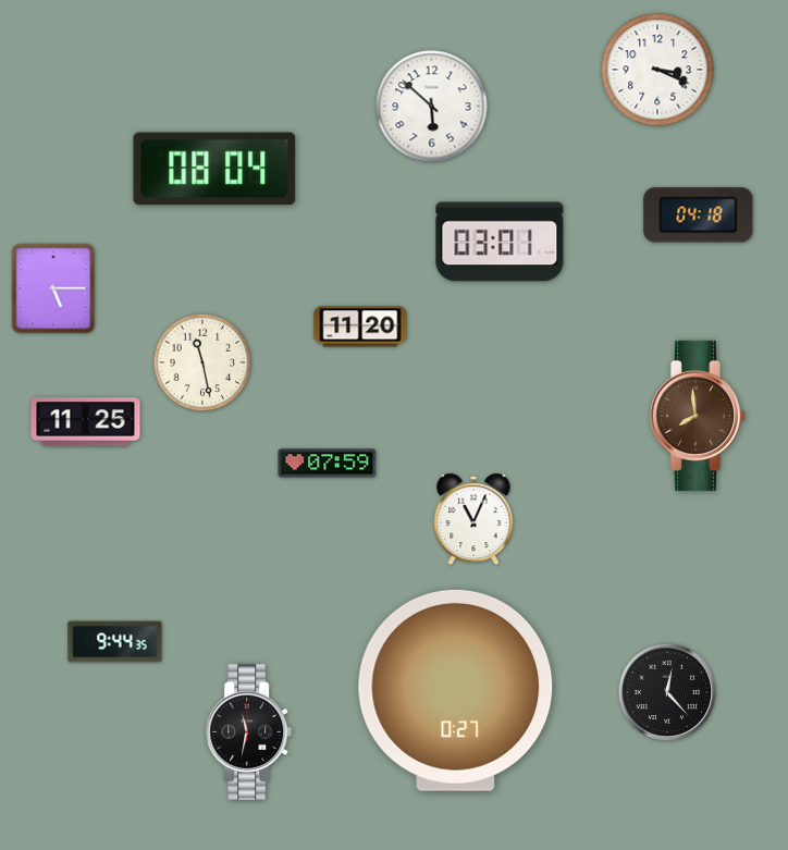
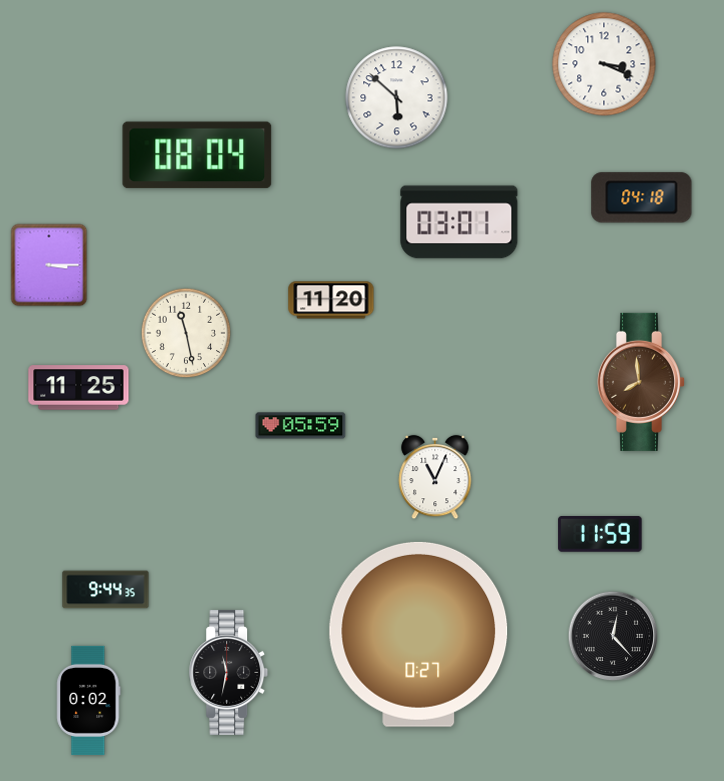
clock at (53, 288): 5:15 -> 3:15
clock at (328, 464): 07:59 -> 05:59
clock at (600, 535): none -> 11:59
clock at (89, 700): none -> 0:02
